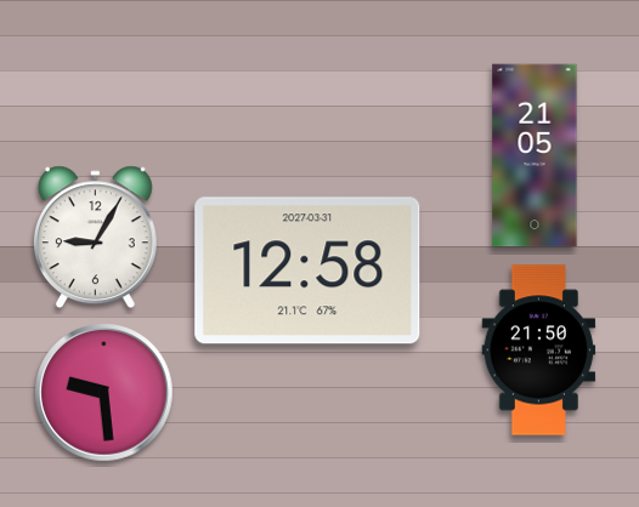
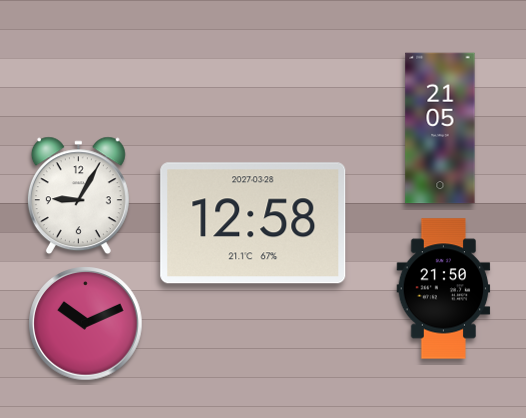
clock at (307, 270) date: 2027-03-31 -> 2027-03-28
clock at (104, 393): 9:29 -> 10:11
